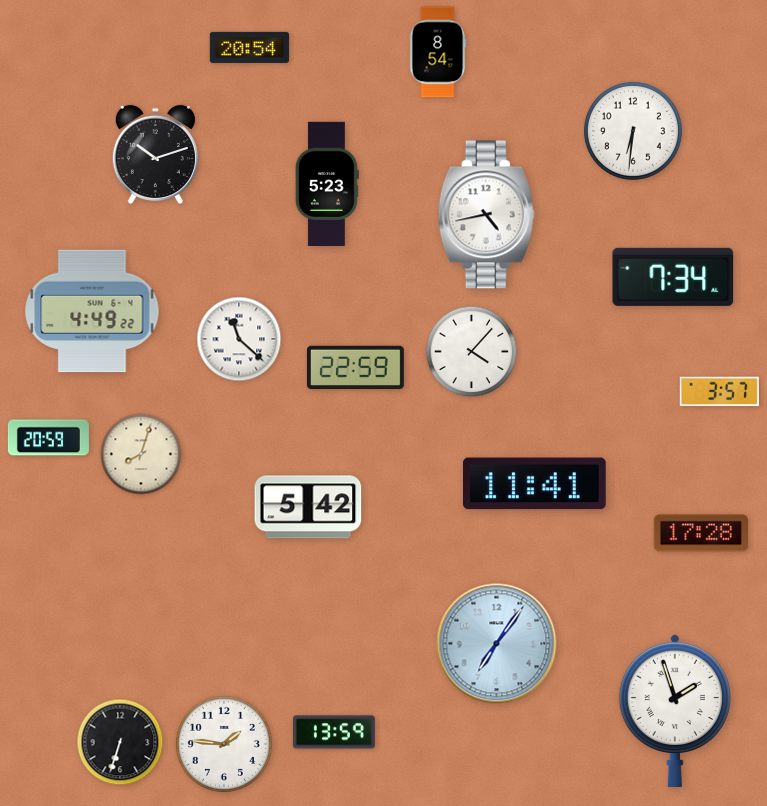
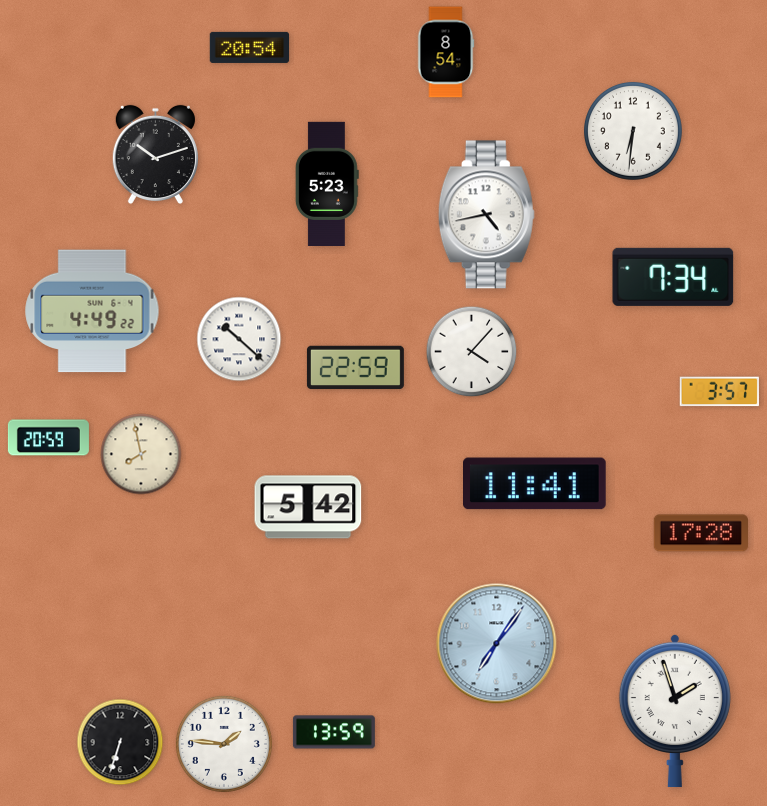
clock at (438, 52) position: (438, 52) -> (446, 52)
clock at (239, 339): 11:22 -> 10:22
clock at (141, 454): 8:03 -> 7:58
